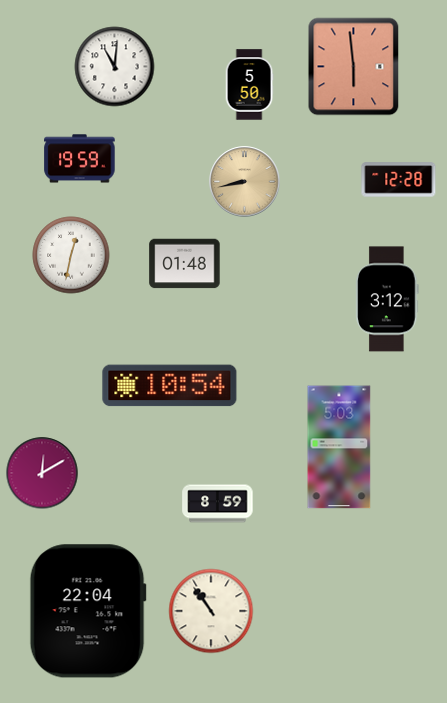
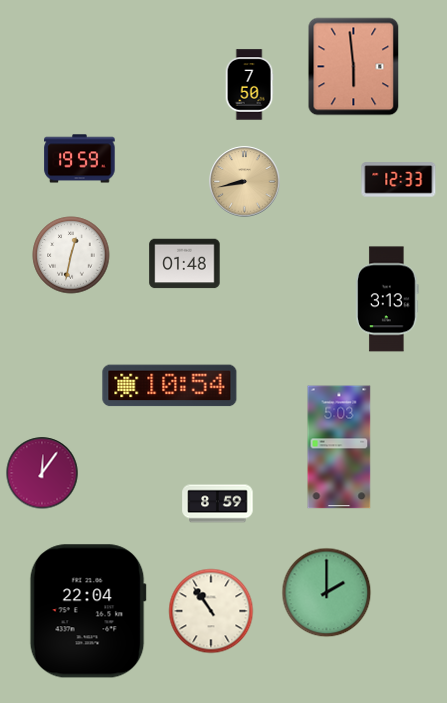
clock at (115, 67): 11:01 -> none
clock at (249, 85): 5:50 -> 7:50
clock at (399, 180): 12:28 -> 12:33
clock at (387, 299): 3:12 -> 3:13
clock at (42, 473): 12:10 -> 12:06
clock at (327, 593): none -> 2:00
